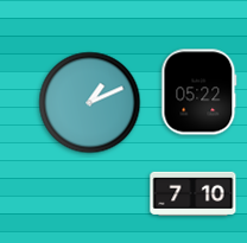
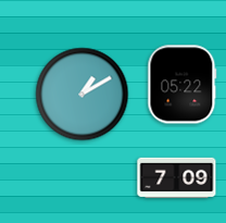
clock at (90, 103): 1:11 -> 1:10
clock at (194, 193): 7:10 -> 7:09
